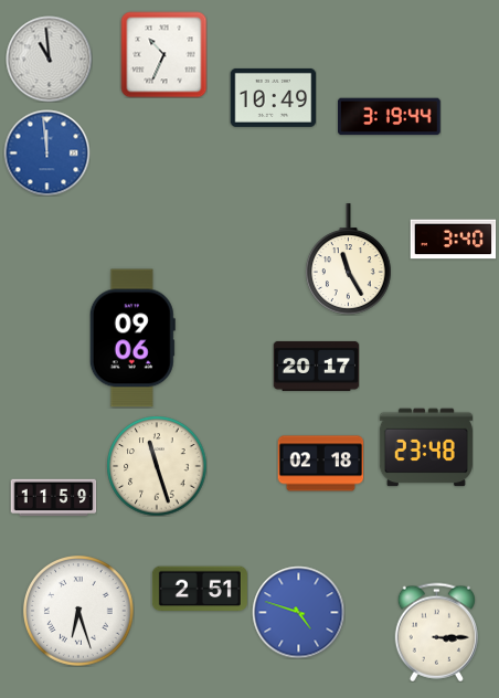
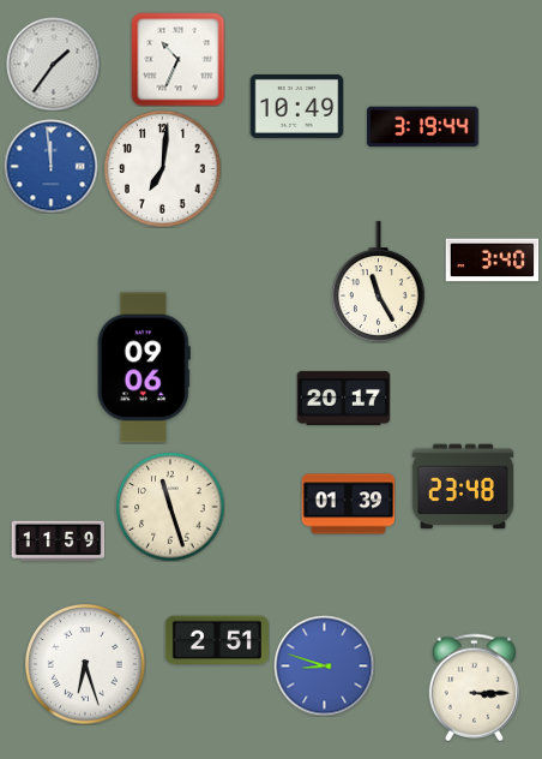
clock at (49, 59): 10:59 -> 1:36
clock at (163, 169): none -> 7:01
clock at (320, 464): 02:18 -> 01:39
clock at (298, 612): 4:48 -> 8:48
